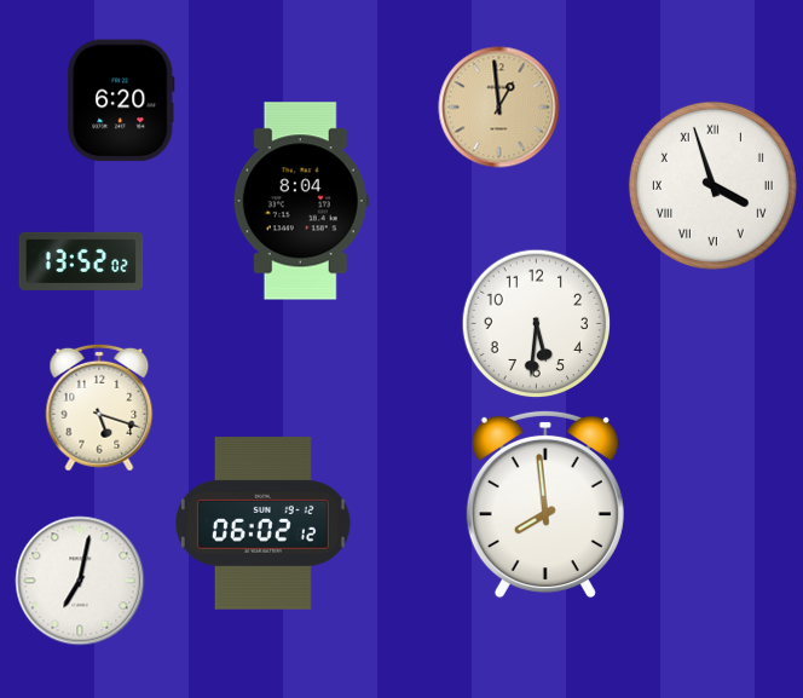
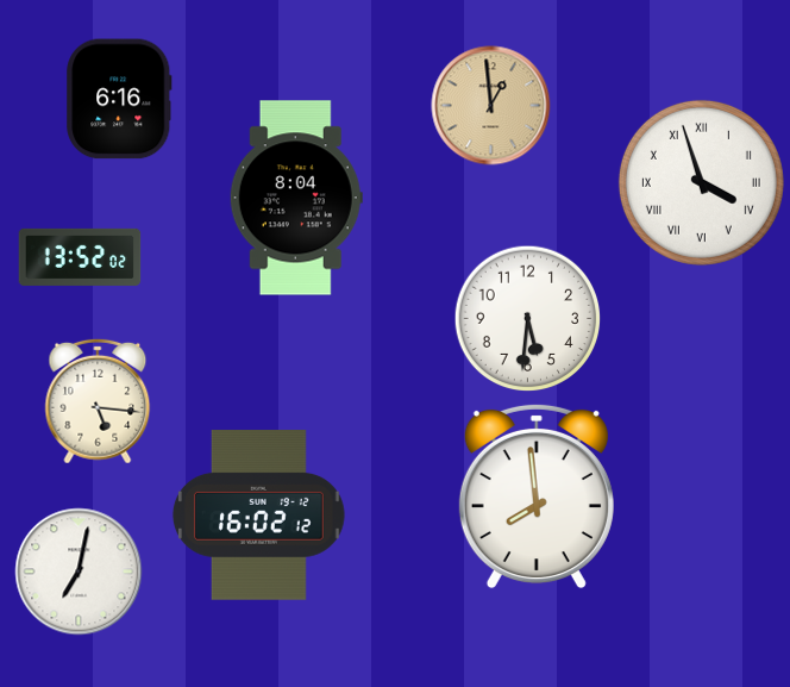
clock at (121, 100): 6:20 -> 6:16
clock at (99, 408): 5:18 -> 5:16
clock at (262, 524): 06:02 -> 16:02
